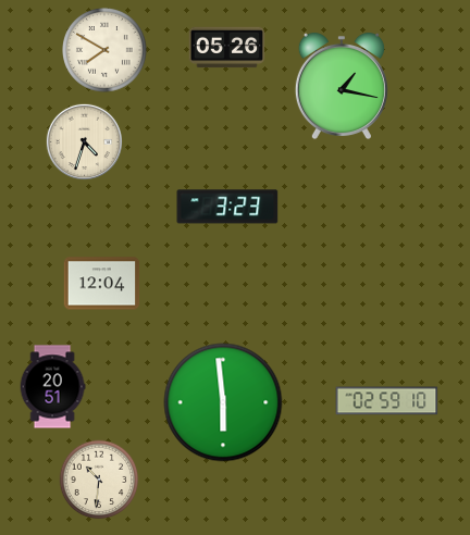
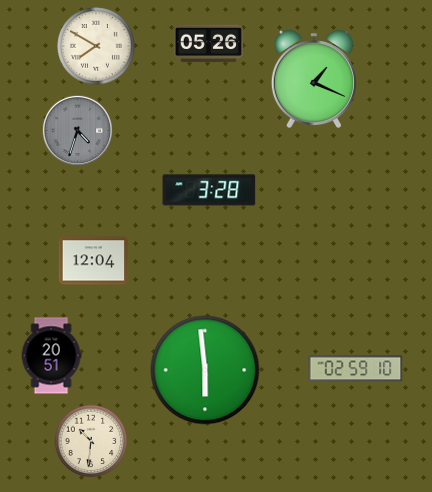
clock at (342, 86): 1:17 -> 1:19
clock at (84, 141) dial: cream -> grey
clock at (227, 207): 3:23 -> 3:28
clock at (52, 387) position: (52, 387) -> (51, 356)
